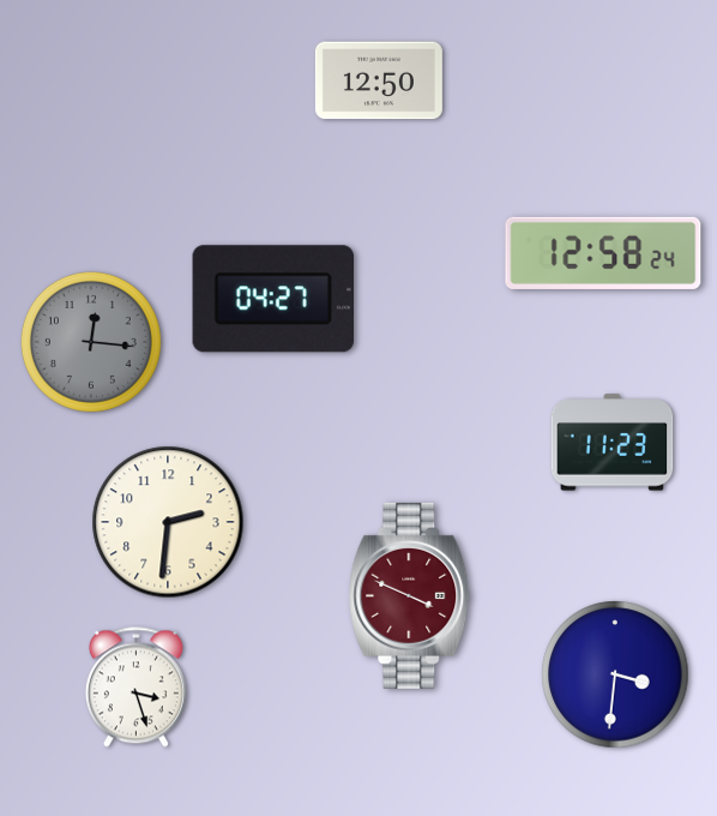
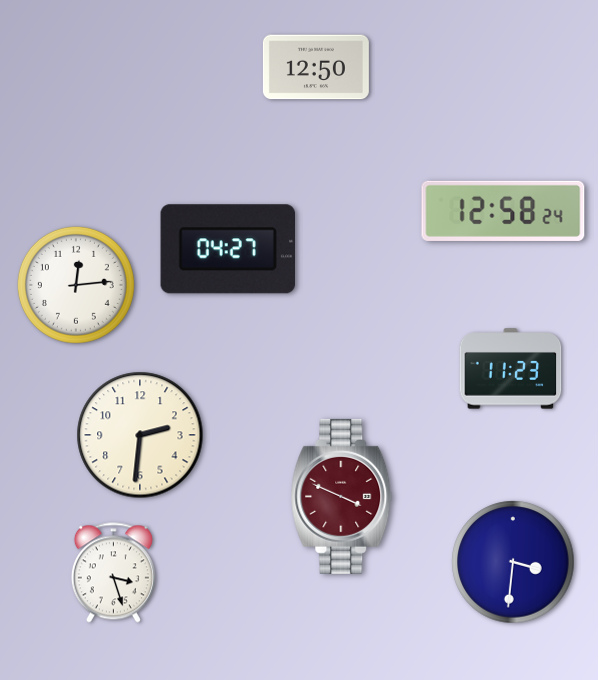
clock at (91, 342): 12:16 -> 12:14
clock at (91, 342) dial: grey -> white
